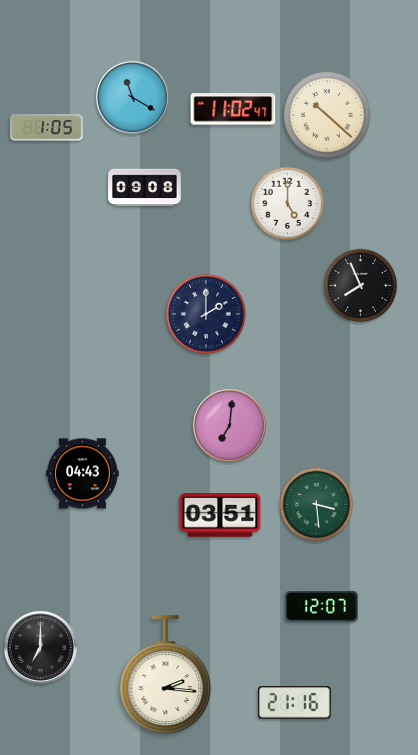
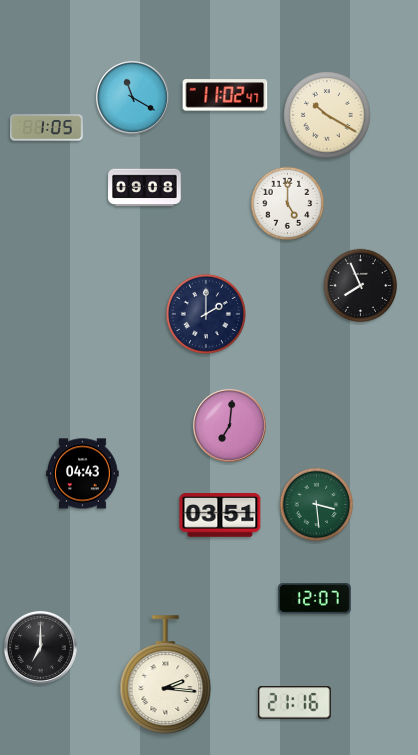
clock at (233, 109) position: (233, 109) -> (225, 95)
clock at (327, 115): 10:22 -> 10:20
clock at (322, 607) position: (322, 607) -> (315, 599)
